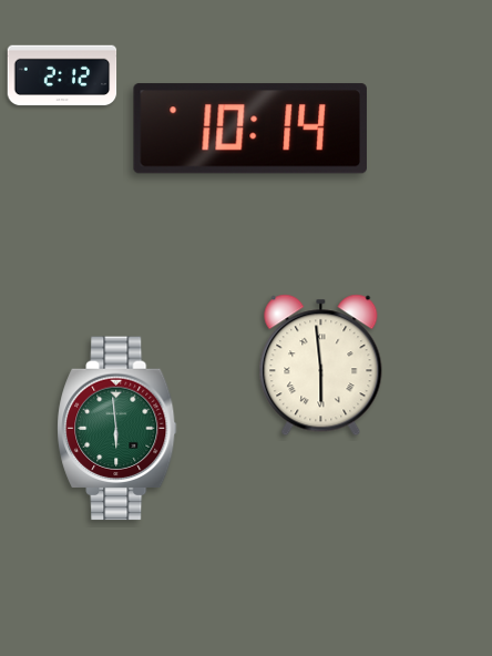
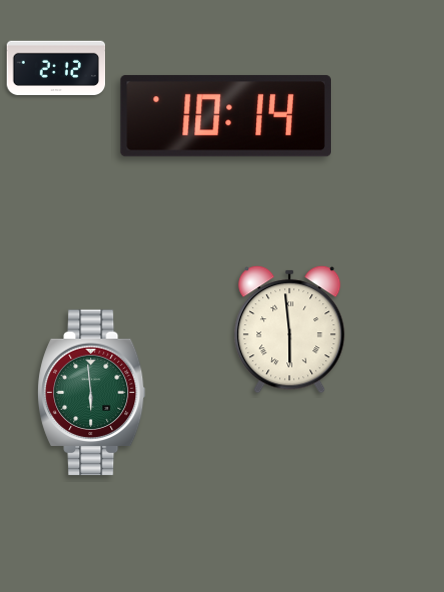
clock at (117, 429) position: (117, 429) -> (92, 393)
